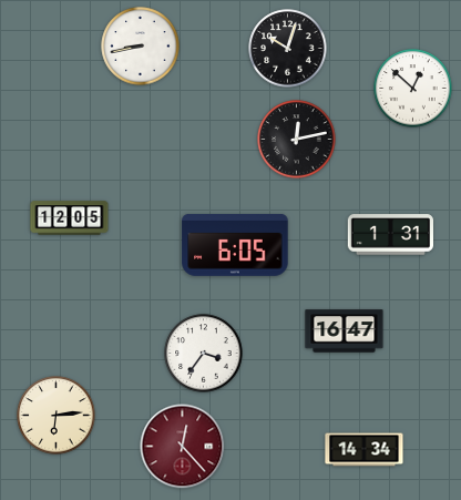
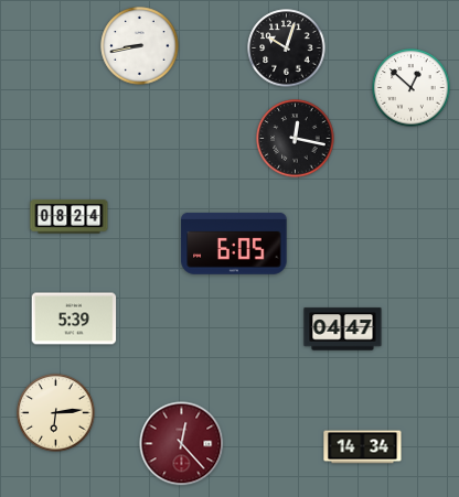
clock at (297, 140): 12:13 -> 12:17
clock at (70, 218): 12:05 -> 08:24
clock at (390, 235): 1:31 -> none
clock at (74, 318): none -> 5:39
clock at (345, 331): 16:47 -> 04:47
clock at (204, 354): 3:36 -> none
